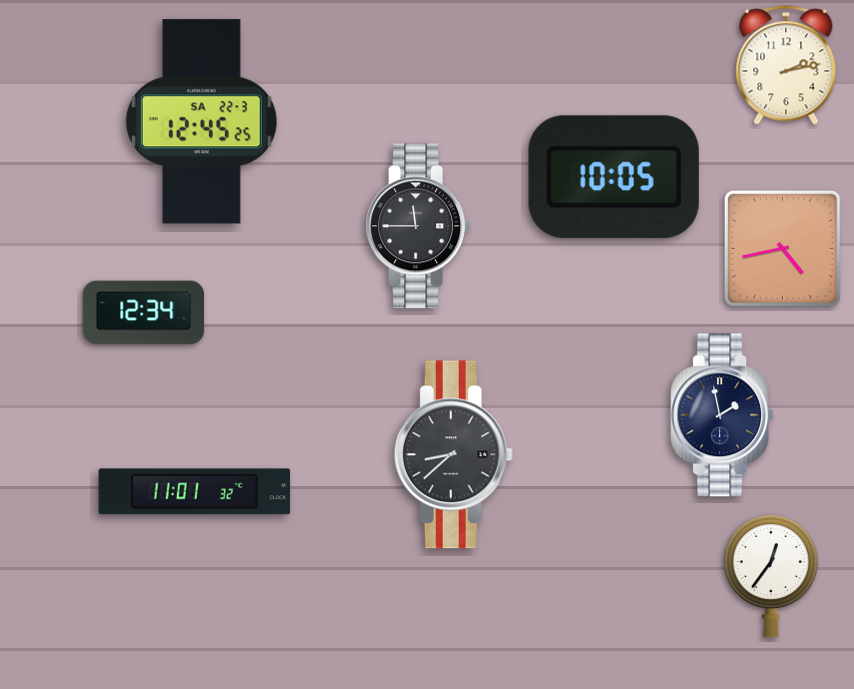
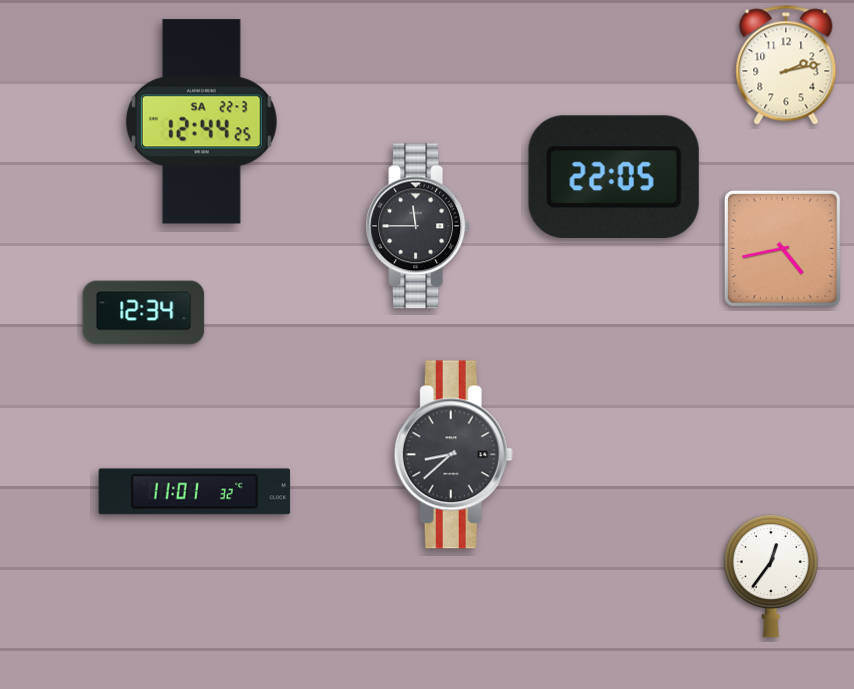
clock at (201, 122): 12:45 -> 12:44
clock at (614, 177): 10:05 -> 22:05
clock at (722, 415): 1:58 -> none
